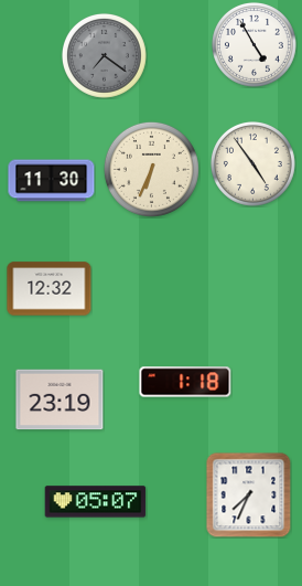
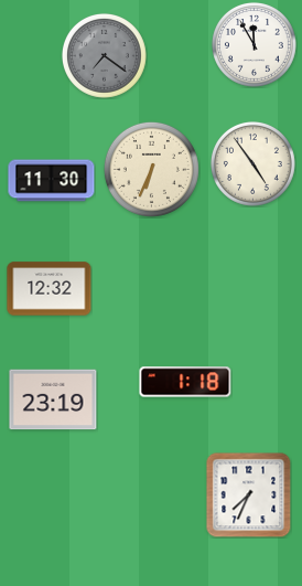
clock at (254, 44): 4:55 -> 11:55
clock at (60, 399) position: (60, 399) -> (53, 399)
clock at (96, 502): 05:07 -> none
